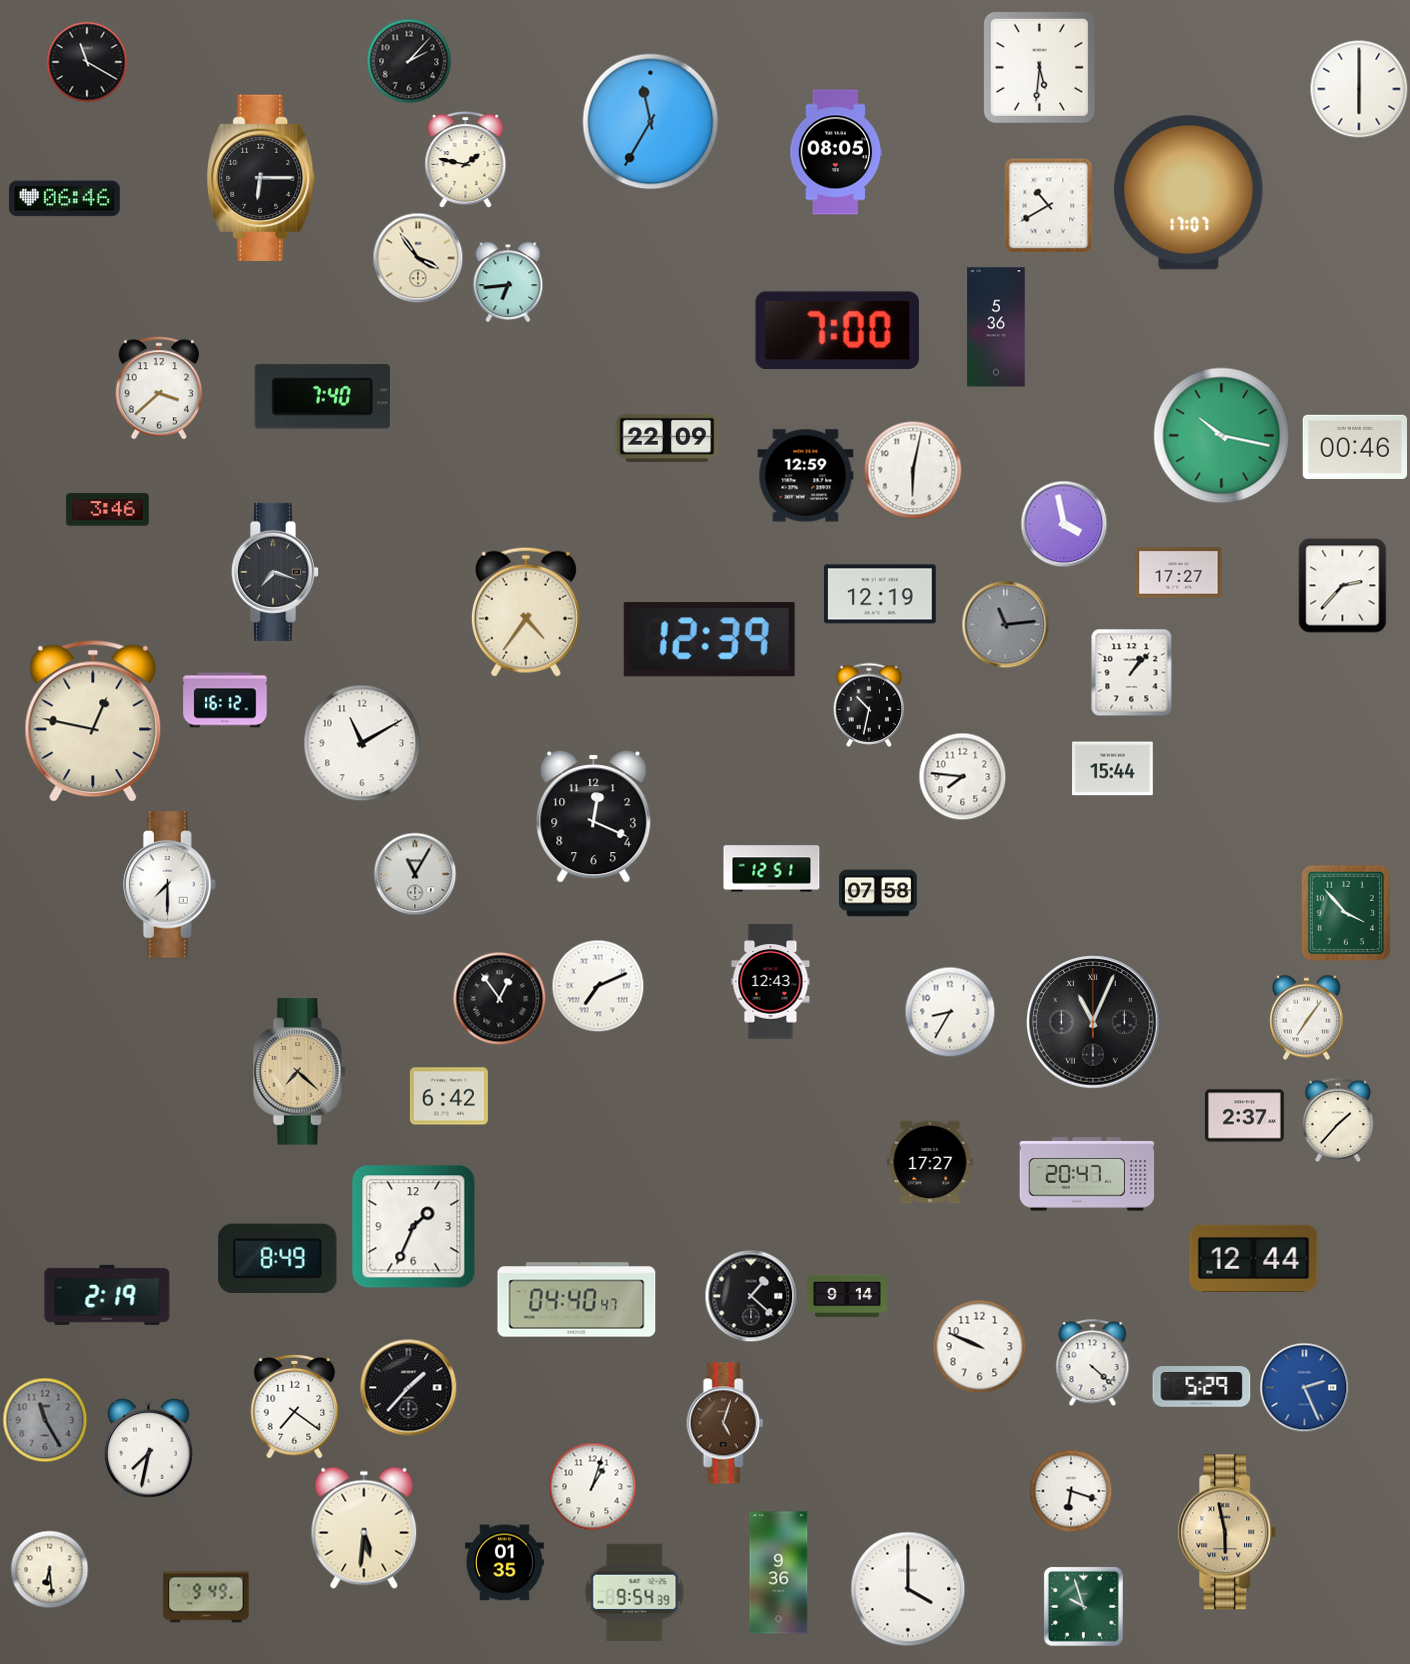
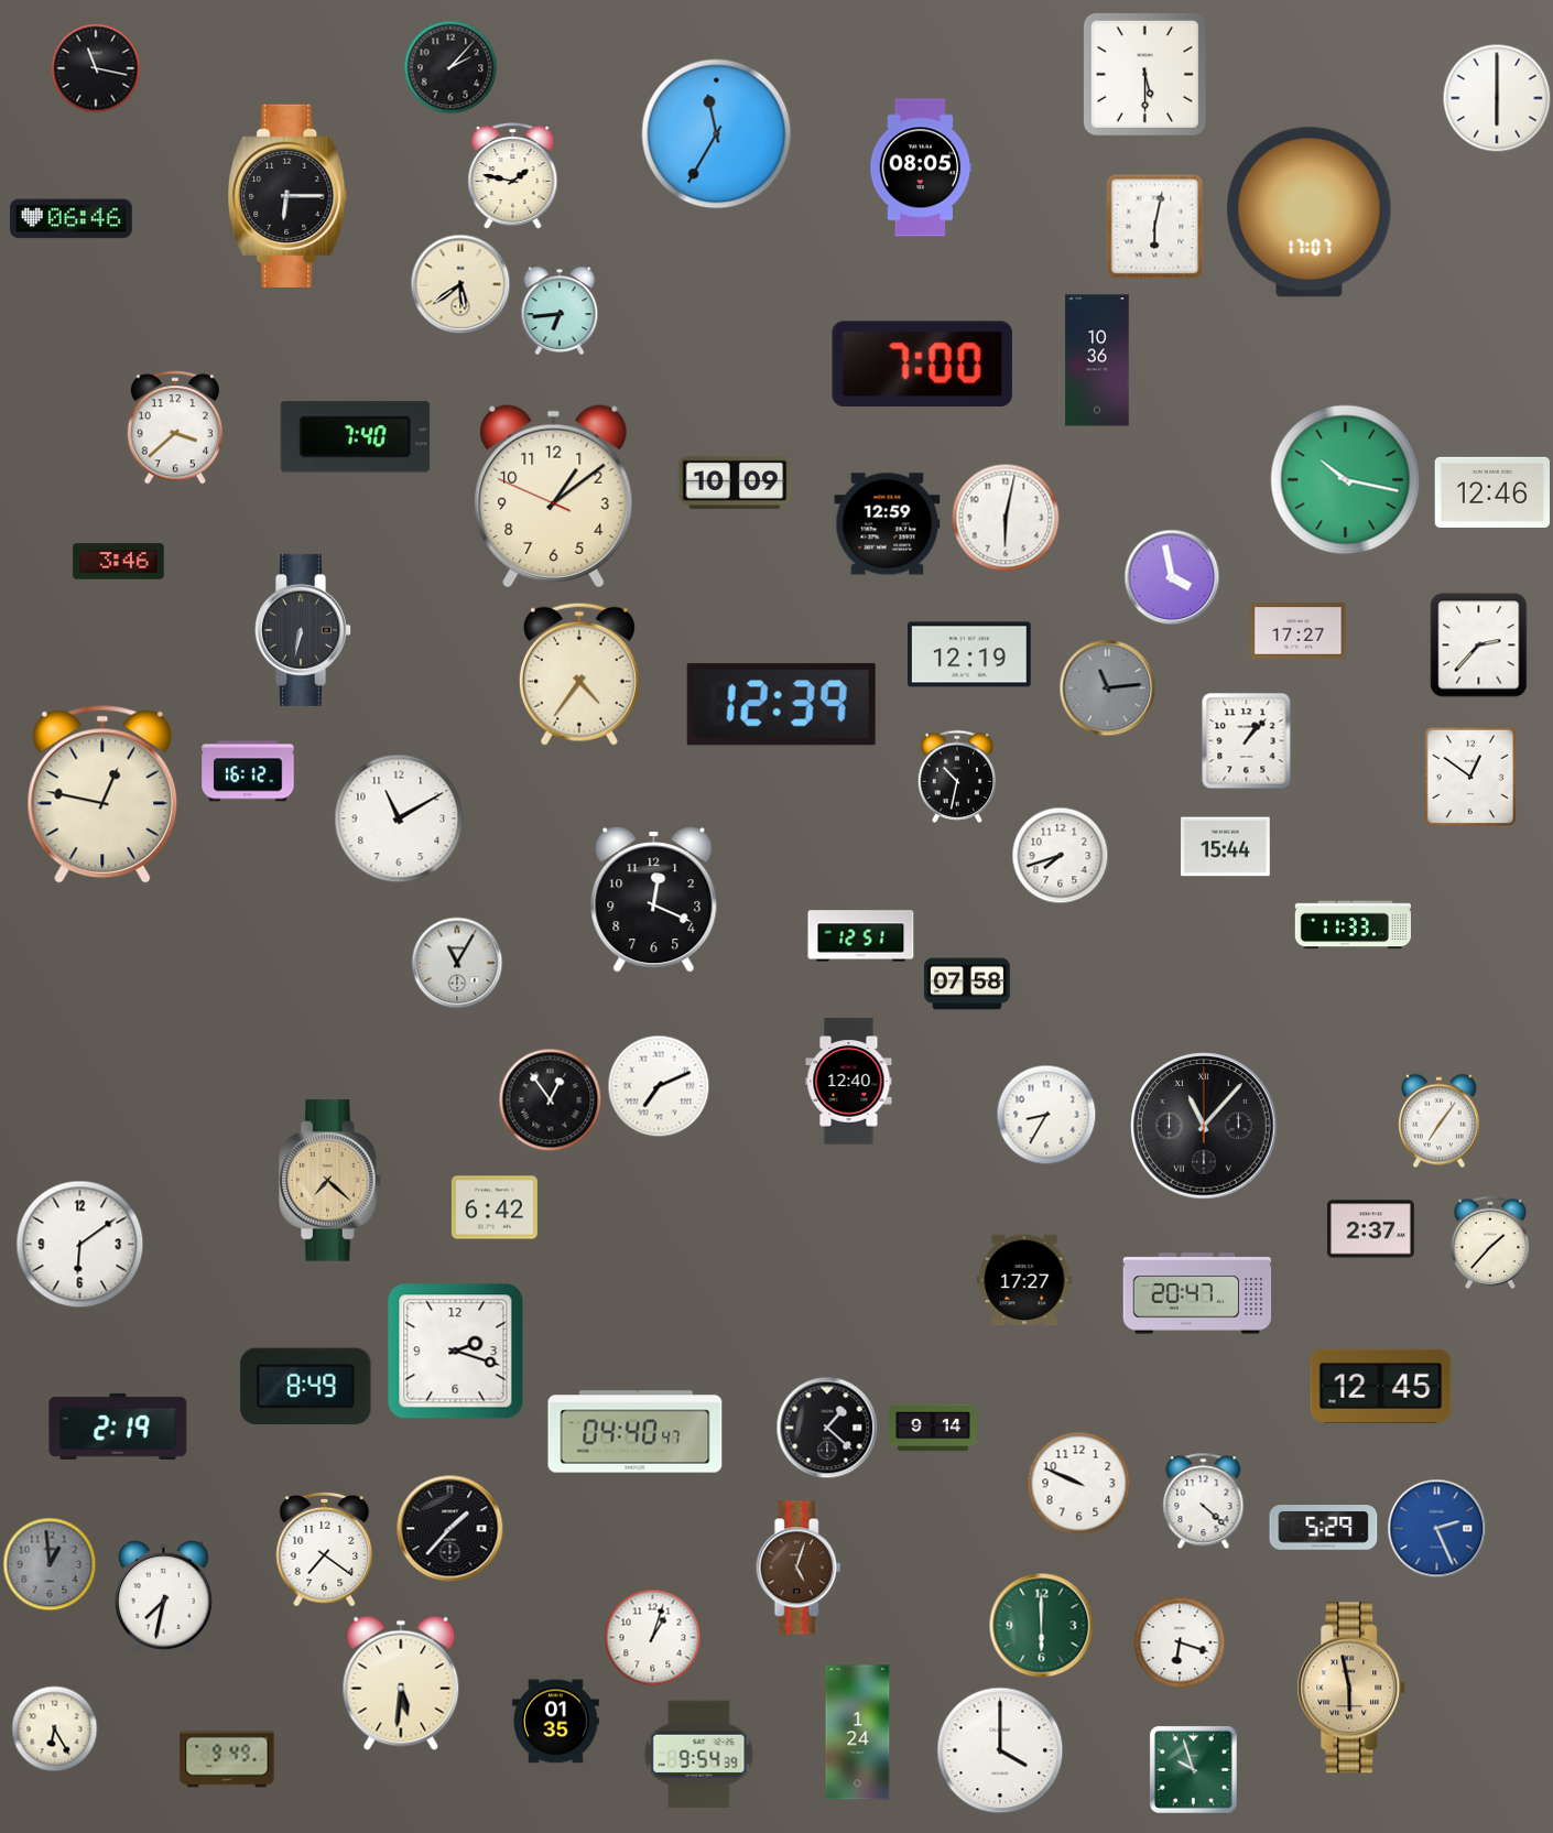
clock at (87, 62): 11:20 -> 11:17
clock at (1039, 67): 5:31 -> 5:30
clock at (1049, 206): 10:40 -> 6:02
clock at (418, 258): 3:54 -> 5:39
clock at (996, 327): 5:36 -> 10:36
clock at (667, 438): 22:09 -> 10:09
clock at (1354, 447): 00:46 -> 12:46
clock at (554, 497): none -> 1:08
clock at (274, 572): 7:18 -> 6:32
clock at (1470, 777): none -> 12:51
clock at (963, 777): 7:46 -> 7:42
clock at (1353, 925): none -> 11:33
clock at (772, 869) position: (772, 869) -> (861, 936)
clock at (170, 885): 7:30 -> none
clock at (1346, 913): 3:53 -> none
clock at (771, 982): 12:43 -> 12:40
clock at (1093, 1022): 11:04 -> 11:07
clock at (1338, 1119) position: (1338, 1119) -> (1490, 1241)
clock at (80, 1245): none -> 6:09
clock at (414, 1227): 1:34 -> 2:18
clock at (1254, 1258): 12:44 -> 12:45
clock at (45, 1420): 11:25 -> 12:59
clock at (1042, 1626): none -> 6:00
clock at (50, 1570): 6:29 -> 6:25
clock at (779, 1573): 9:36 -> 1:24
